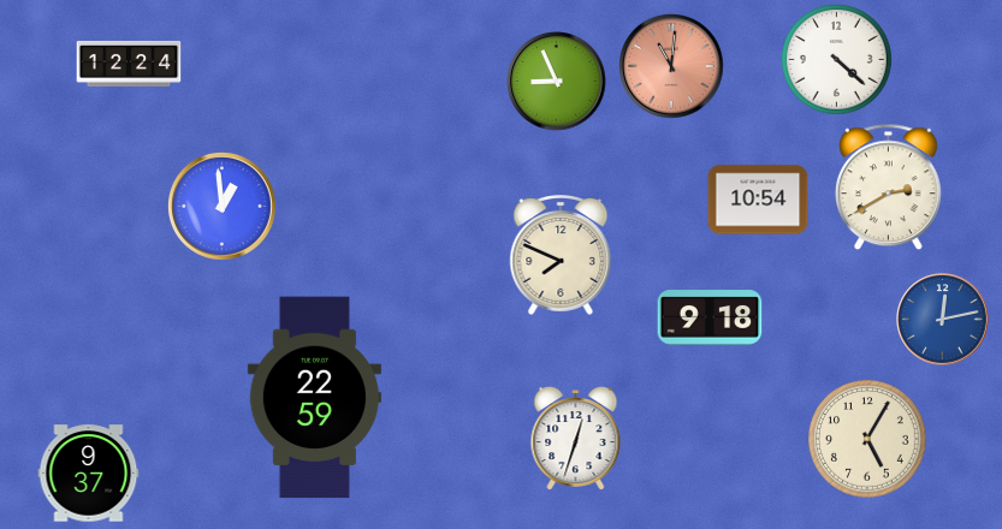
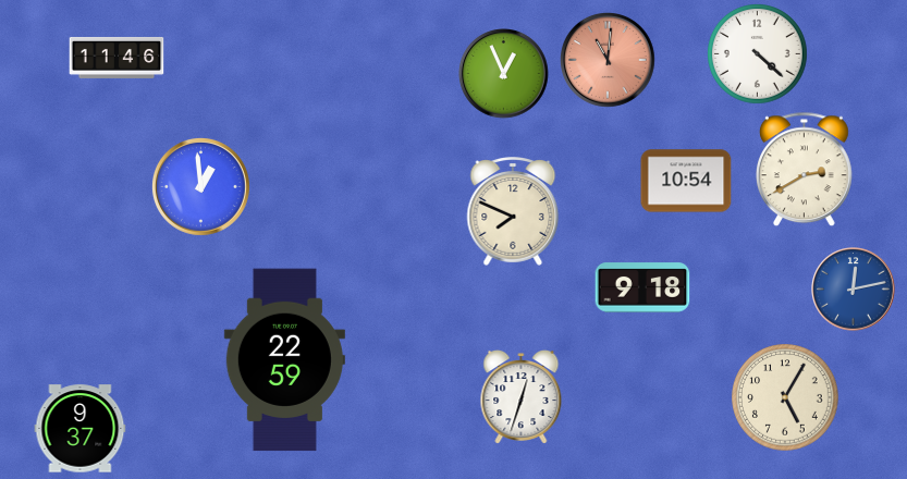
clock at (129, 64): 12:24 -> 11:46
clock at (557, 82): 8:56 -> 12:56
clock at (561, 256) position: (561, 256) -> (513, 212)
